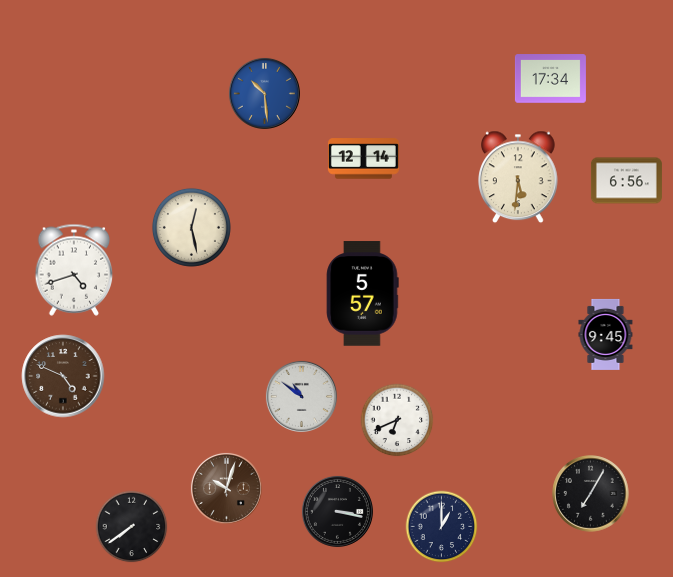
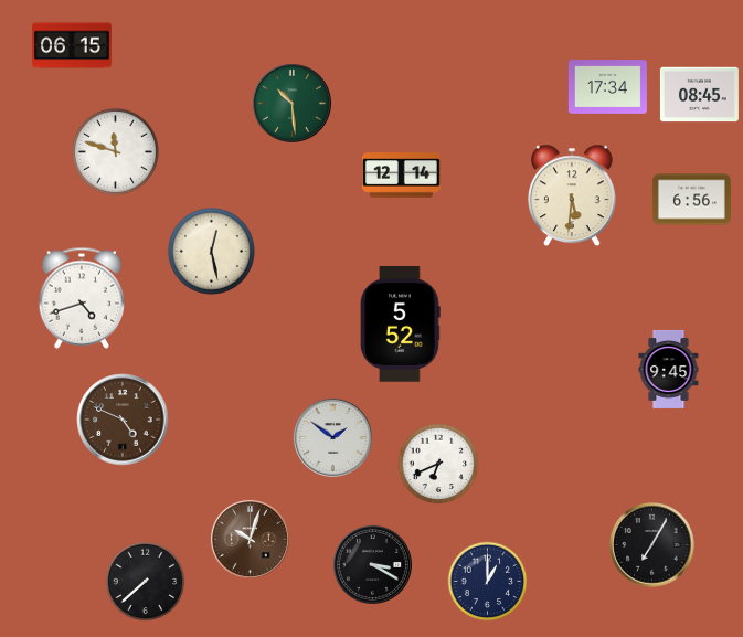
clock at (73, 45): none -> 06:15
clock at (699, 95): none -> 08:45
clock at (264, 93) dial: blue -> green
clock at (115, 151): none -> 11:48
clock at (363, 294): 5:57 -> 5:52
clock at (63, 376) position: (63, 376) -> (123, 420)
clock at (301, 396): 10:51 -> 1:51
clock at (337, 511): 3:17 -> 3:20
clock at (132, 527): 7:39 -> 7:38
